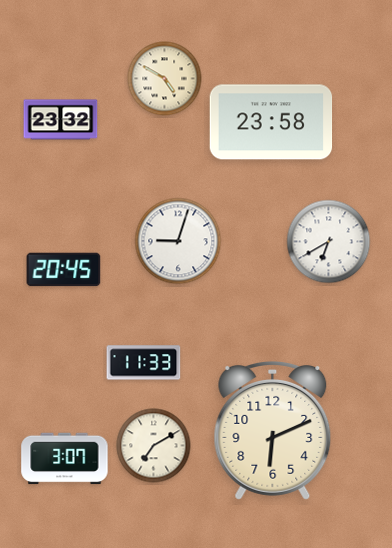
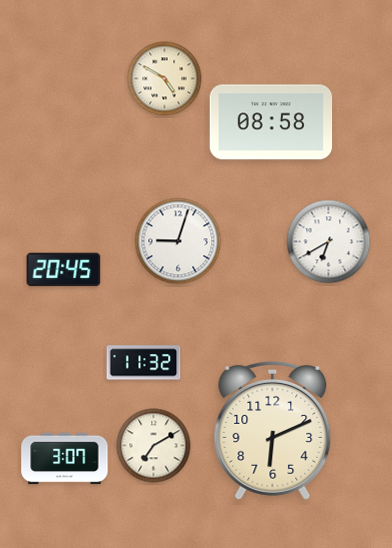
clock at (61, 120): 23:32 -> none
clock at (271, 122): 23:58 -> 08:58
clock at (144, 363): 11:33 -> 11:32
